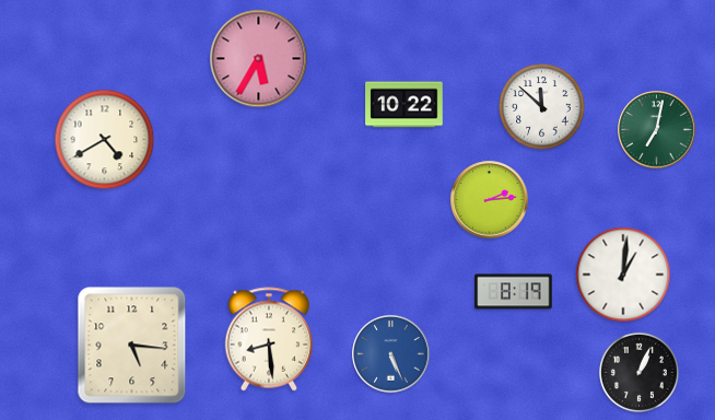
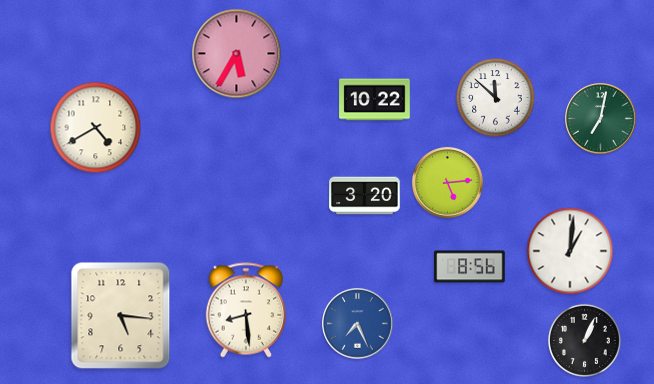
clock at (405, 105) position: (405, 105) -> (375, 100)
clock at (490, 200): 2:14 -> 5:14
clock at (365, 196): none -> 3:20
clock at (514, 292): 8:19 -> 8:56
clock at (391, 354): 5:26 -> 7:26
